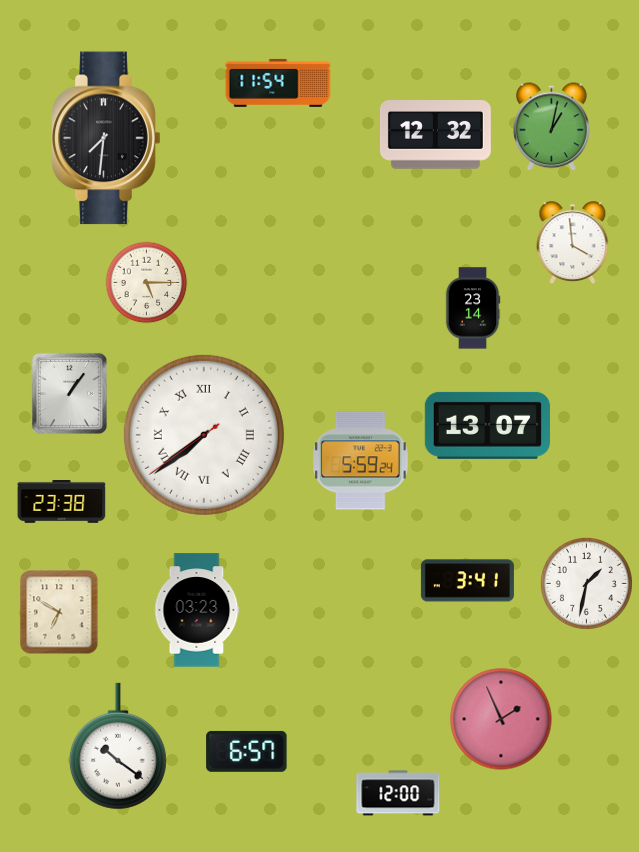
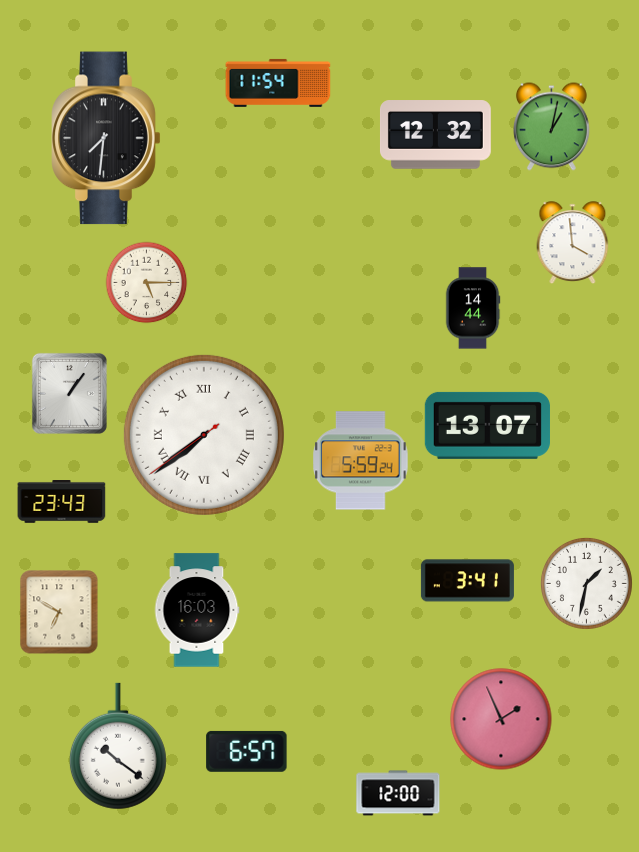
clock at (473, 308): 23:14 -> 14:44
clock at (62, 502): 23:38 -> 23:43
clock at (197, 610): 03:23 -> 16:03
